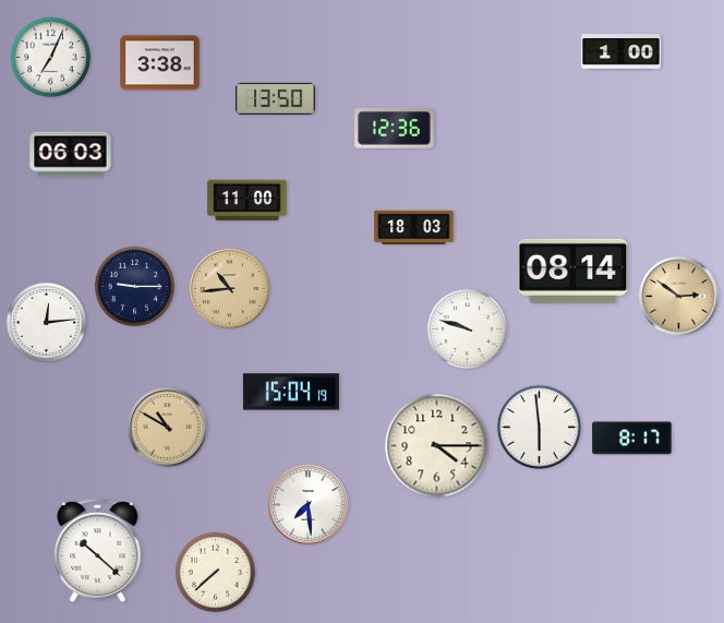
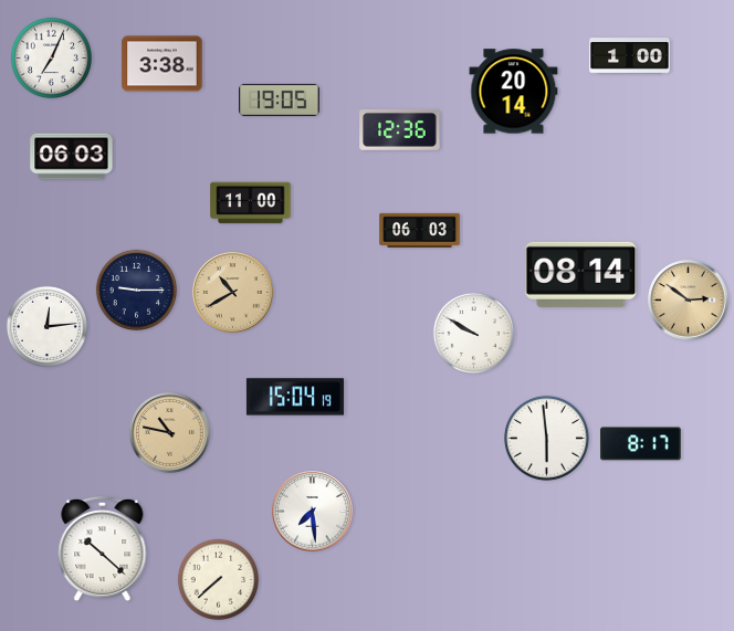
clock at (622, 52) position: (622, 52) -> (630, 56)
clock at (514, 92): none -> 20:14
clock at (276, 98): 13:50 -> 19:05
clock at (414, 227): 18:03 -> 06:03
clock at (230, 289): 10:44 -> 10:40
clock at (467, 328): 9:48 -> 9:50
clock at (539, 427) position: (539, 427) -> (546, 438)
clock at (168, 428): 10:50 -> 10:47
clock at (437, 446): 4:15 -> none
clock at (98, 551) position: (98, 551) -> (103, 549)
